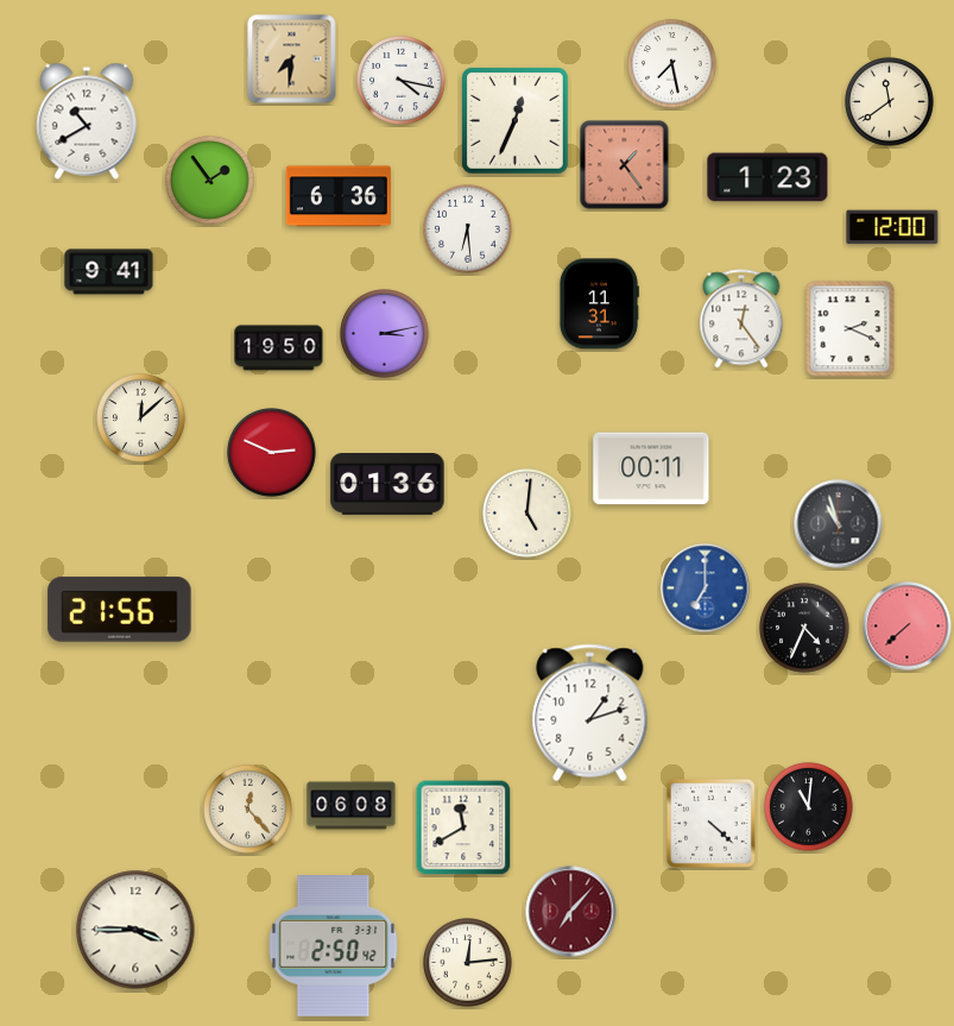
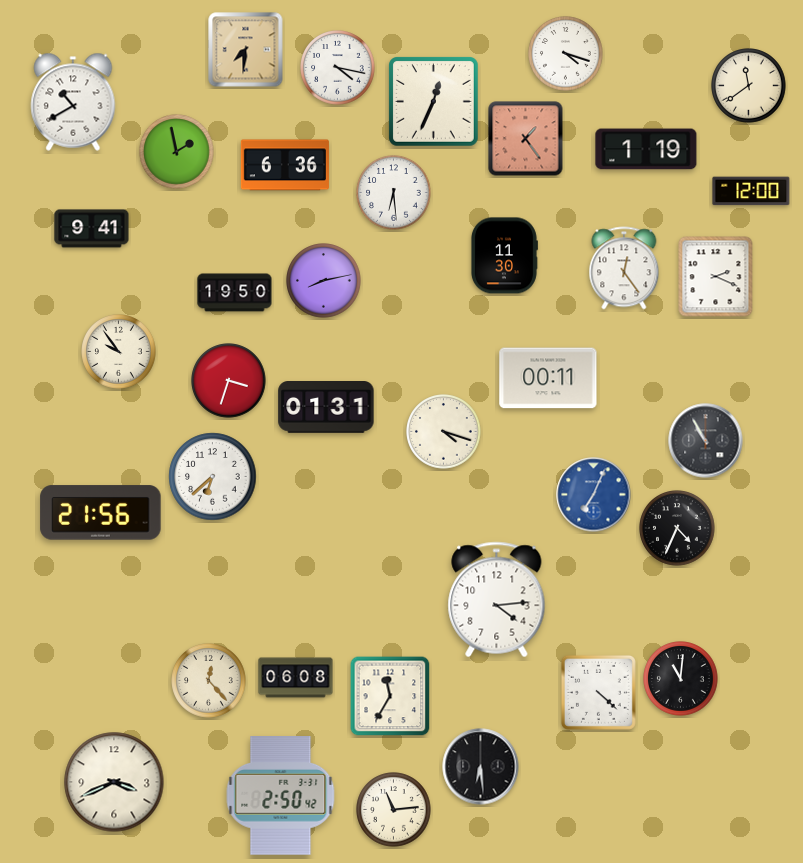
clock at (672, 64): 7:28 -> 4:18
clock at (767, 177): 1:23 -> 1:19
clock at (210, 181): 1:54 -> 1:58
clock at (599, 304): 11:31 -> 11:30
clock at (385, 334): 3:13 -> 8:13
clock at (141, 418): 12:08 -> 9:54
clock at (272, 453): 2:49 -> 3:33
clock at (651, 468) position: (651, 468) -> (548, 378)
clock at (387, 485): 01:36 -> 01:31
clock at (527, 514): 5:01 -> 4:18
clock at (839, 524): 10:57 -> 10:55
clock at (213, 477): none -> 6:38
clock at (706, 588): 7:00 -> 7:04
clock at (908, 627): 7:38 -> none
clock at (590, 713): 1:12 -> 4:14
clock at (463, 827): 11:40 -> 11:35
clock at (571, 912): 7:07 -> 6:29
clock at (571, 912) dial: burgundy -> black
clock at (135, 930): 3:45 -> 3:41
clock at (468, 963): 12:14 -> 11:14
